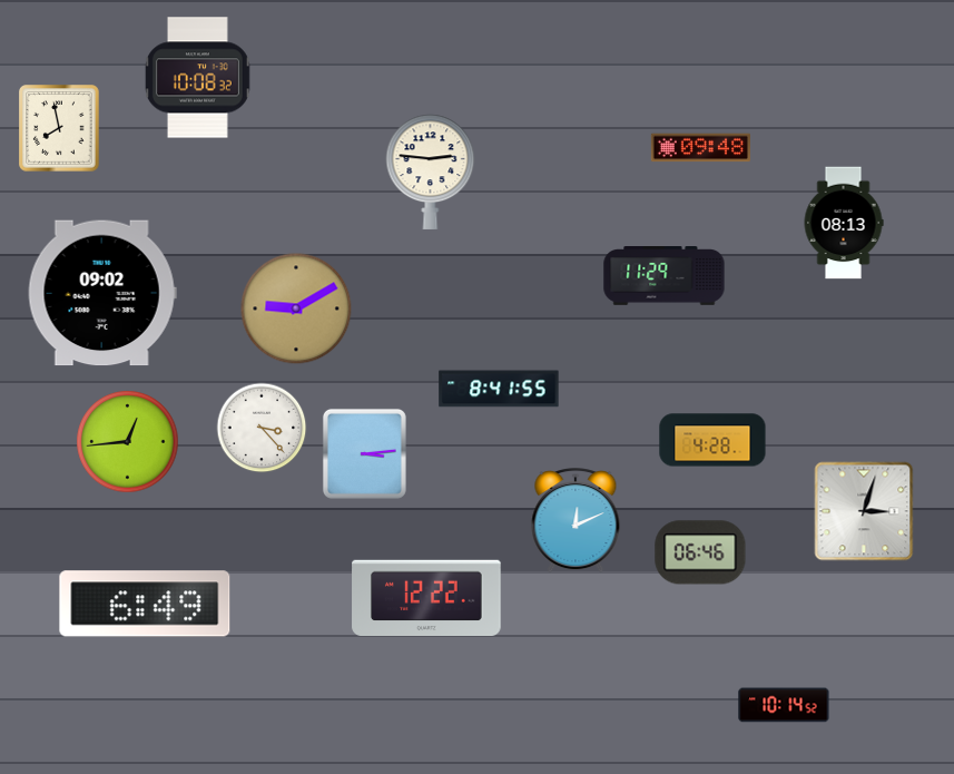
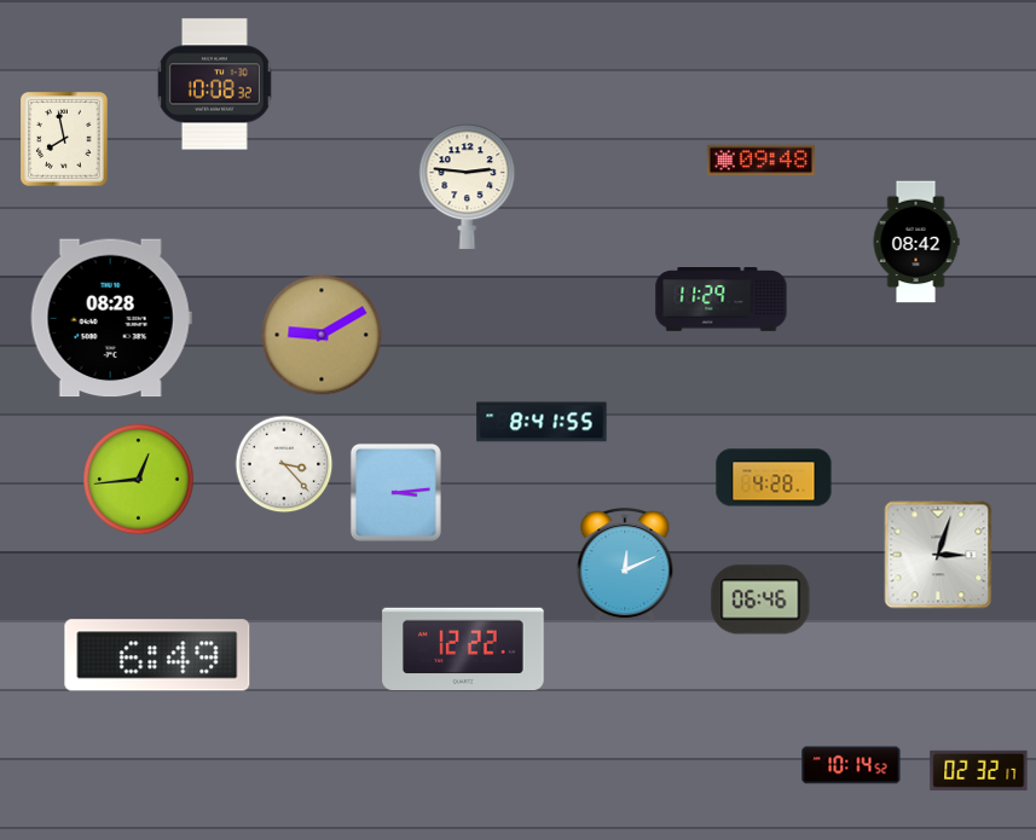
clock at (844, 223): 08:13 -> 08:42
clock at (102, 293): 09:02 -> 08:28
clock at (979, 770): none -> 02:32
